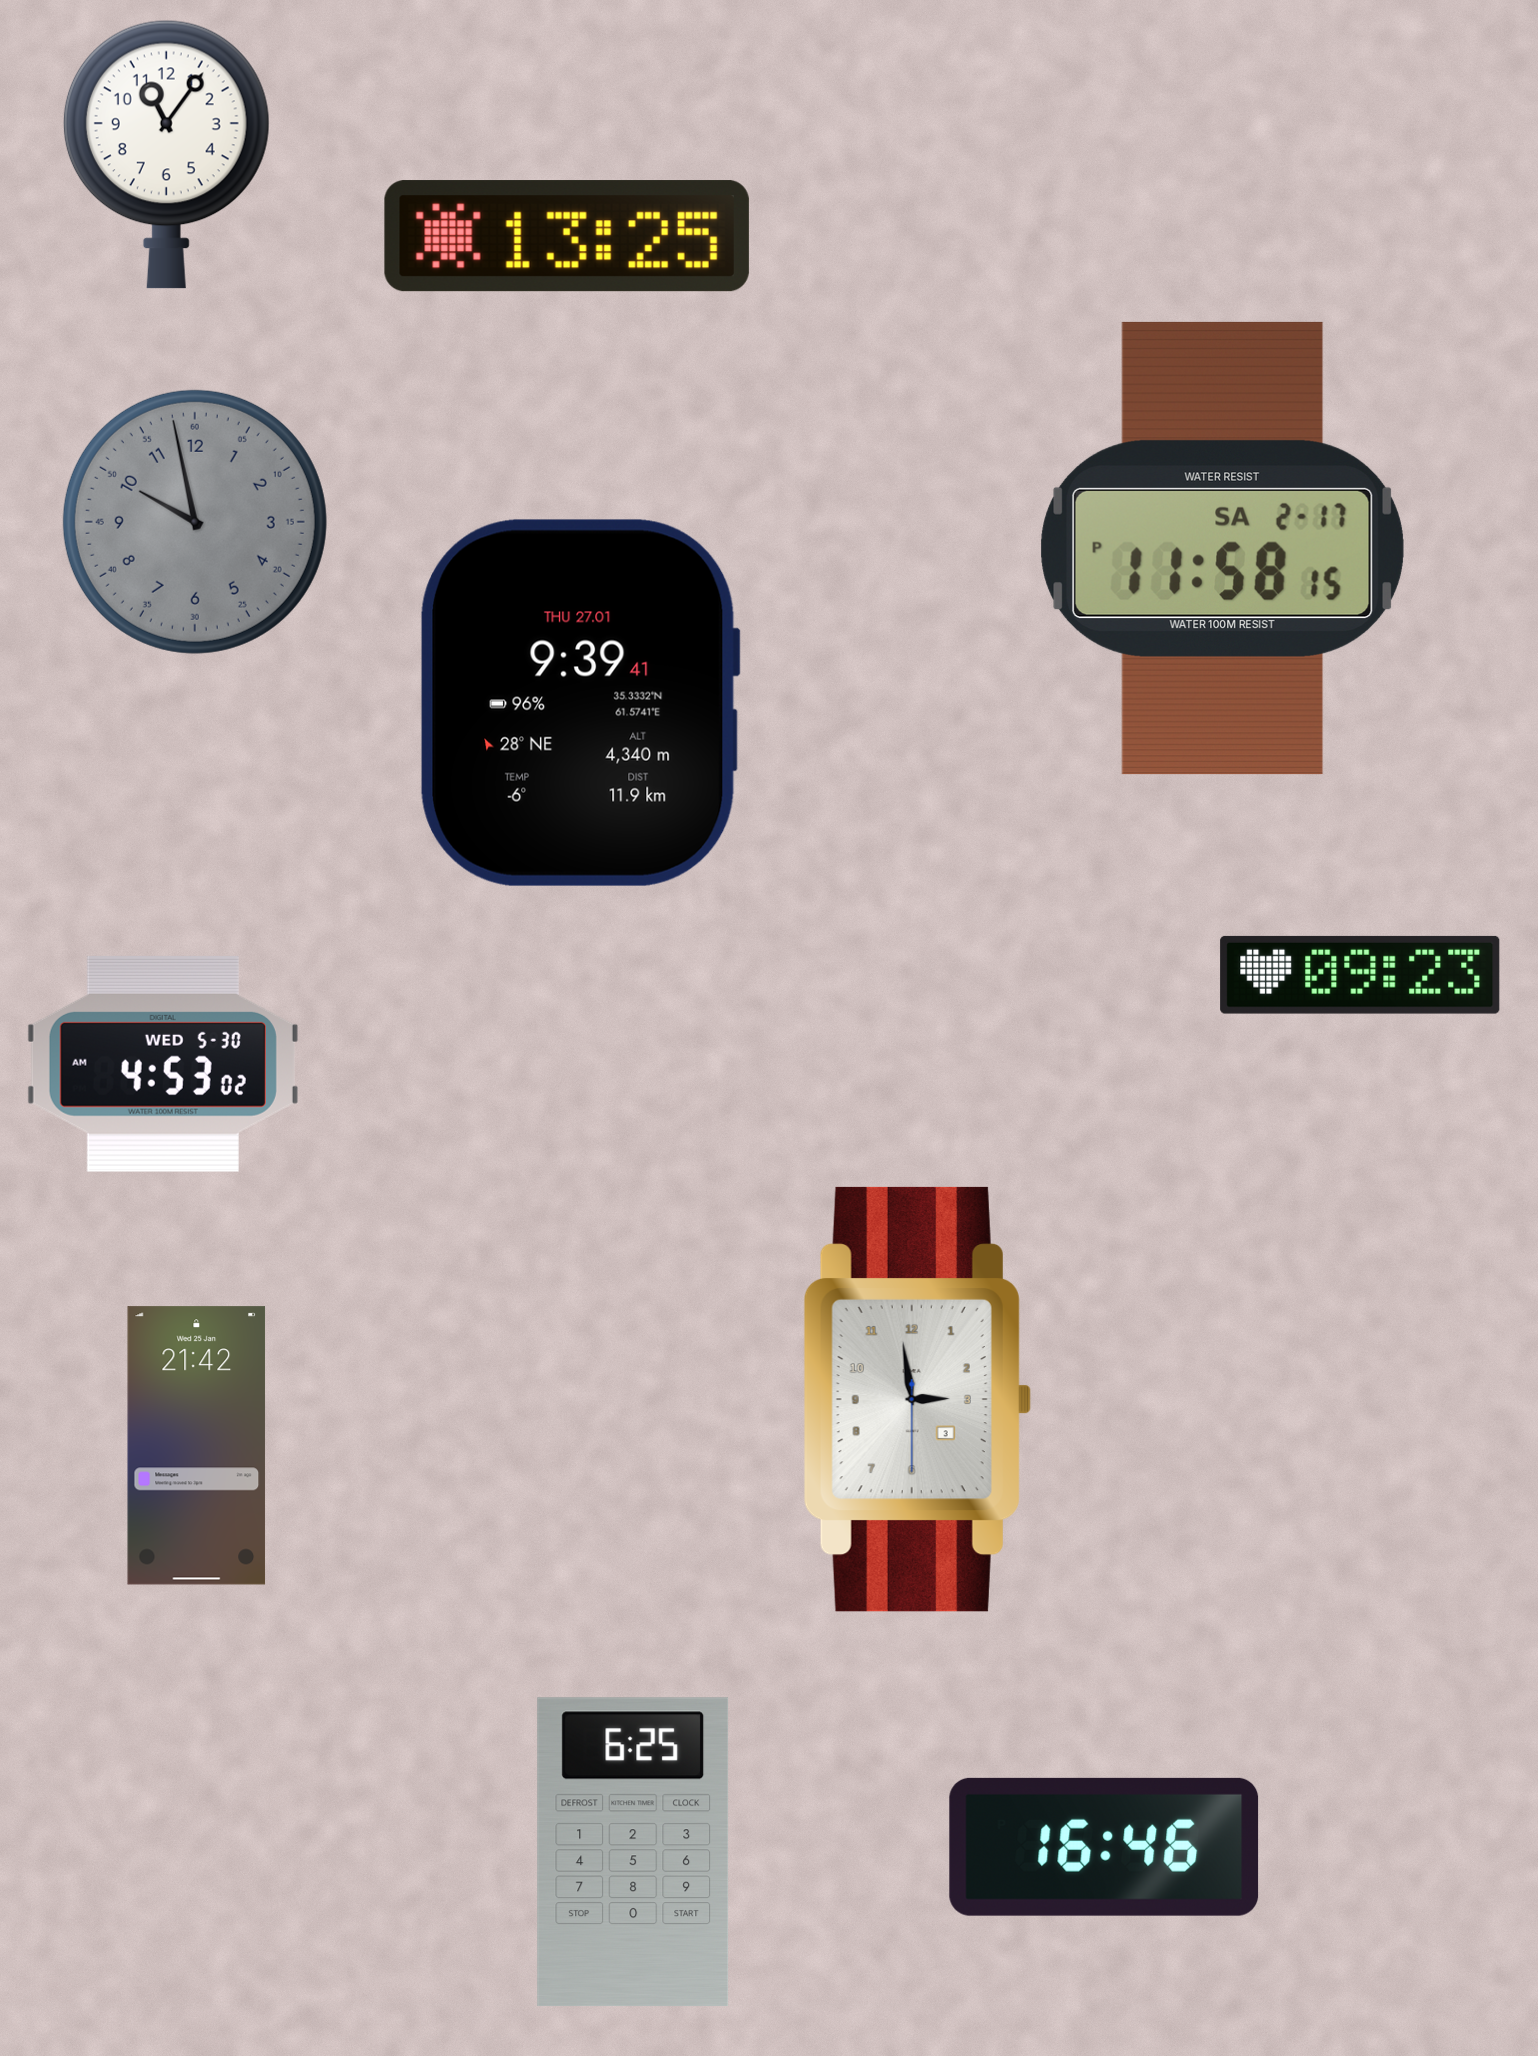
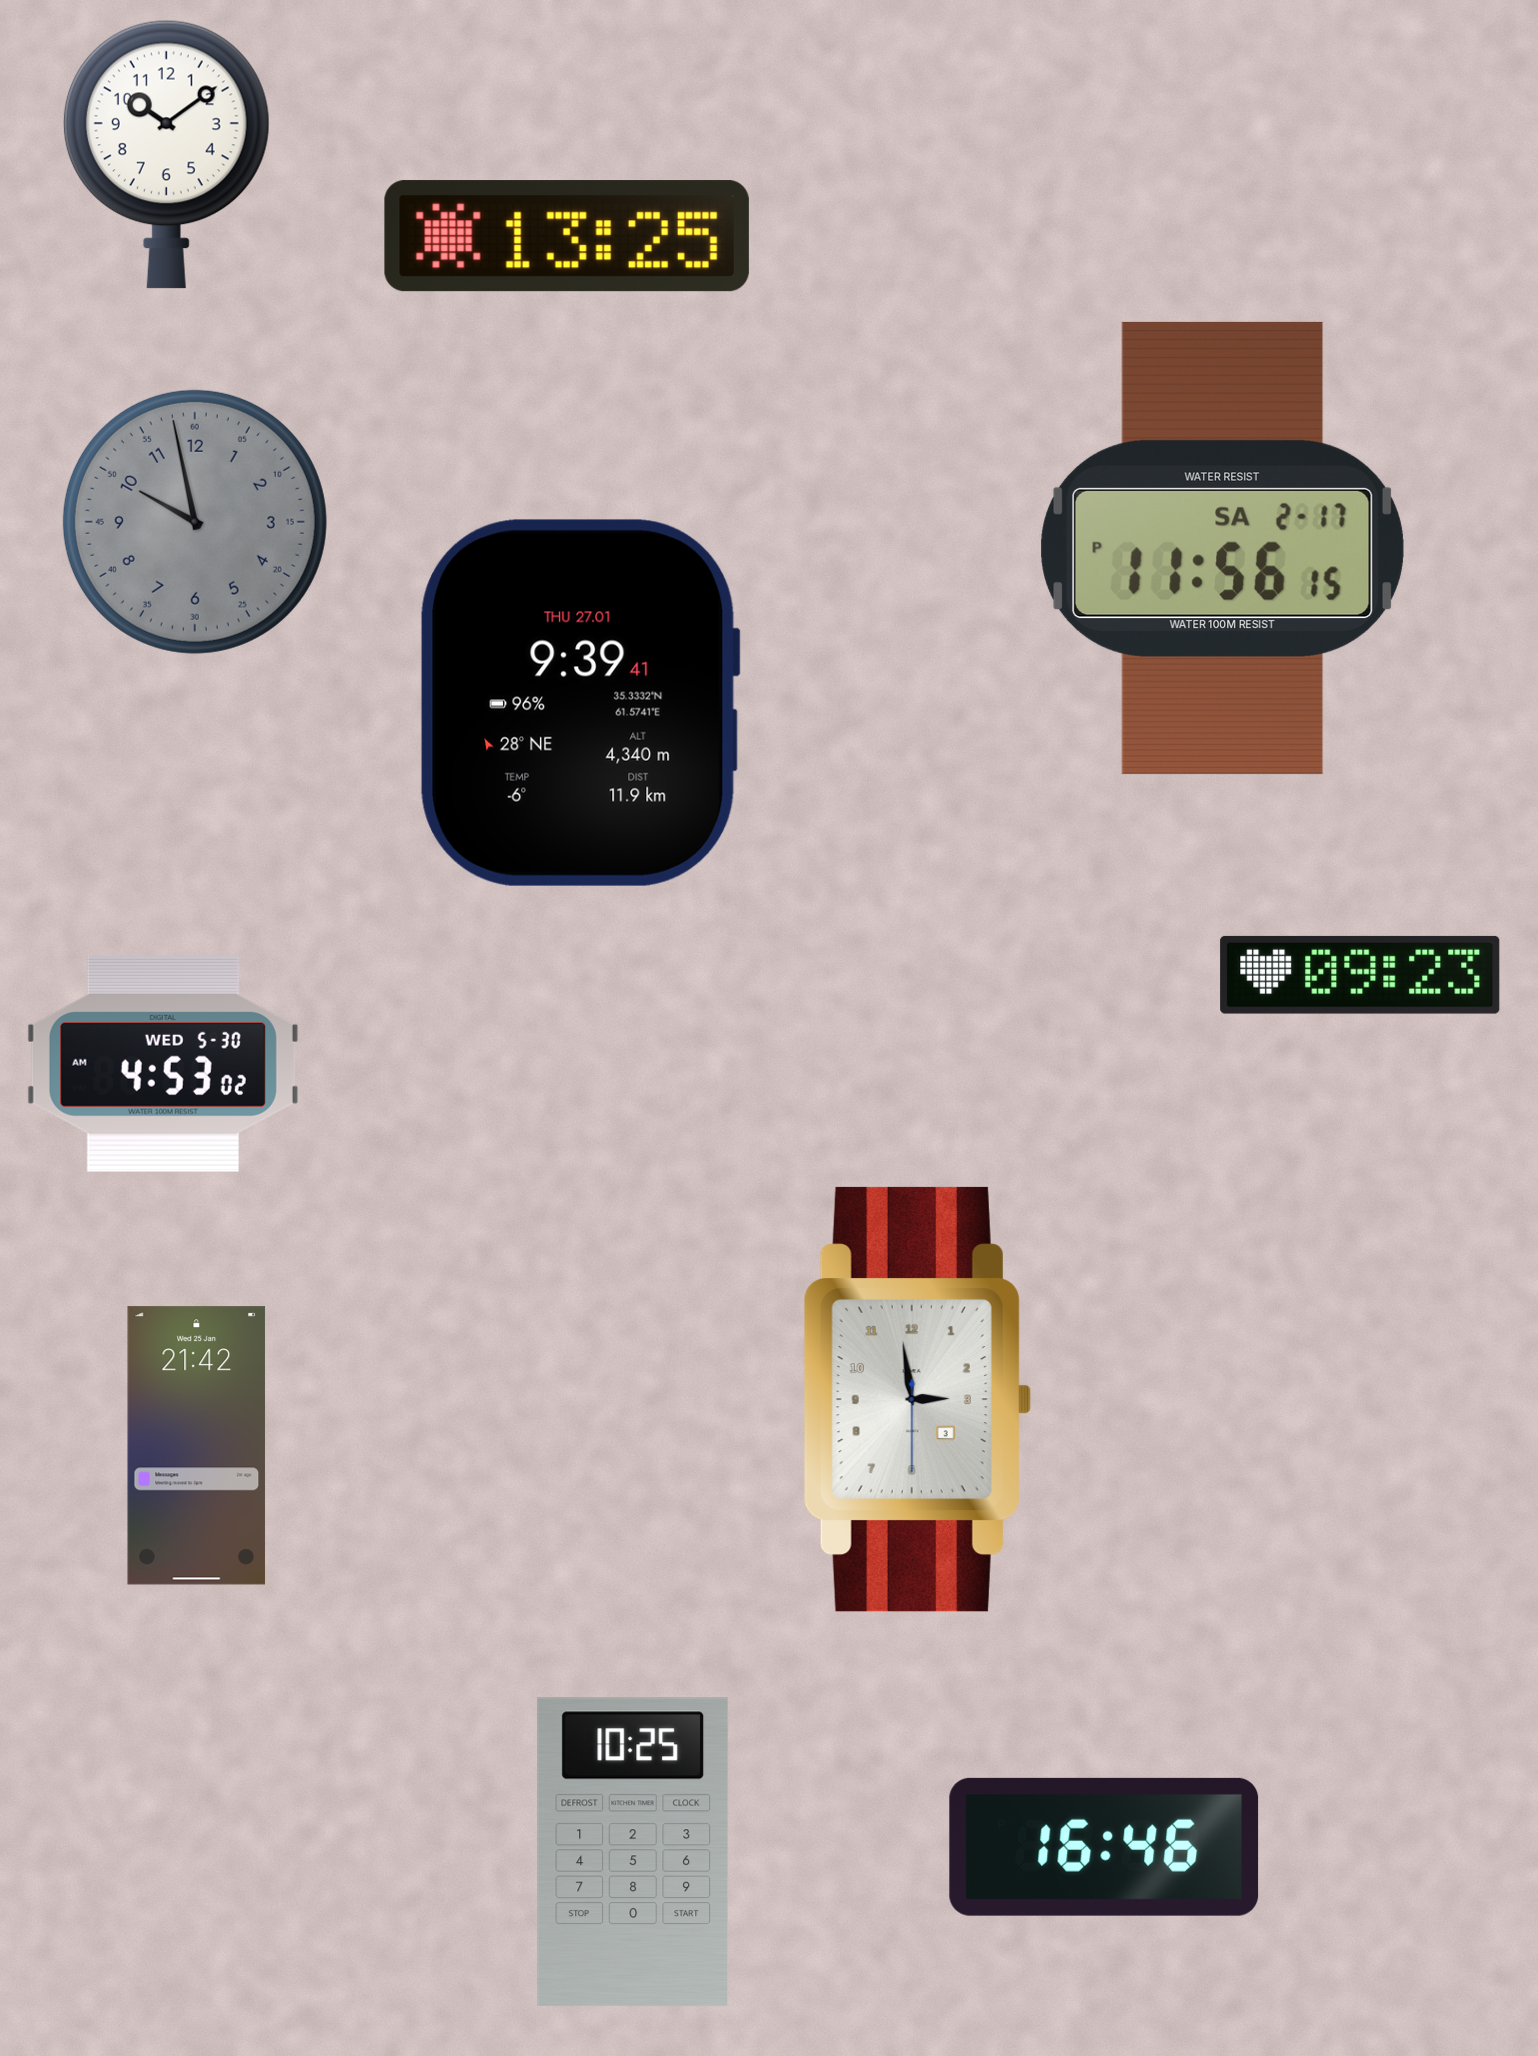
clock at (166, 154): 11:06 -> 10:09
clock at (1223, 548): 11:58 -> 11:56
clock at (633, 1852): 6:25 -> 10:25
